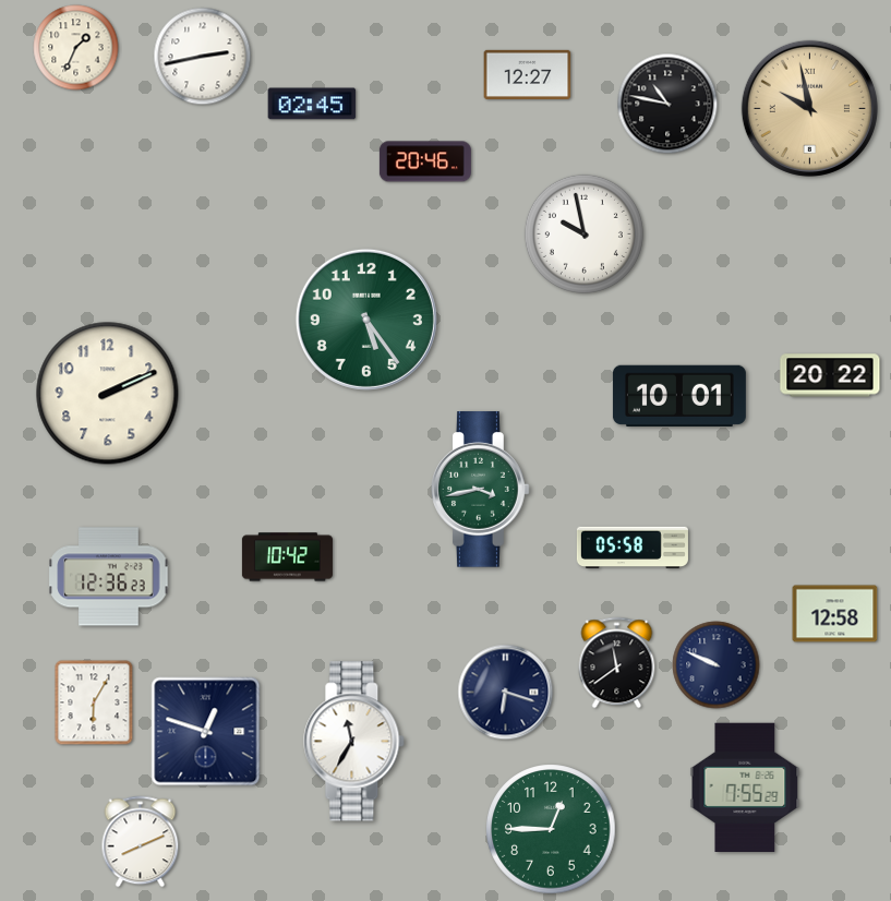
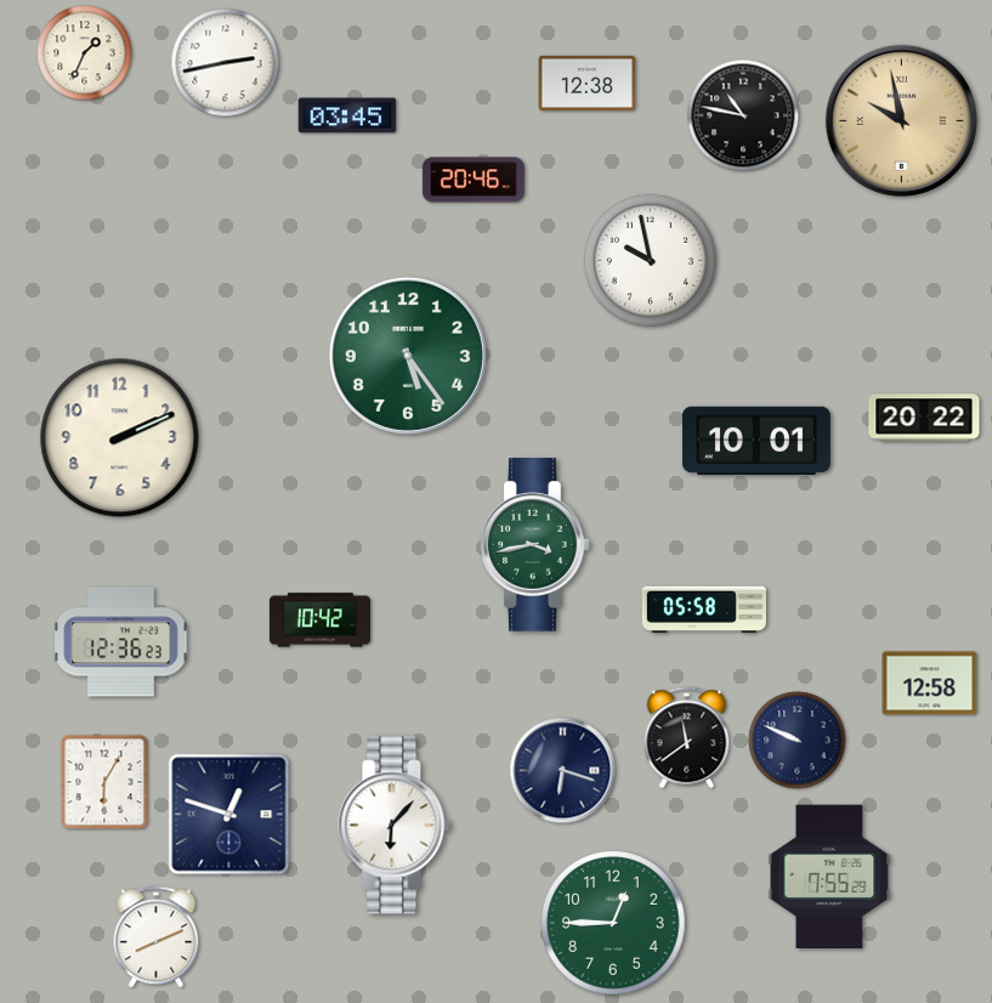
clock at (528, 74): 12:27 -> 12:38
clock at (312, 104): 02:45 -> 03:45
clock at (354, 742): 11:35 -> 6:07
